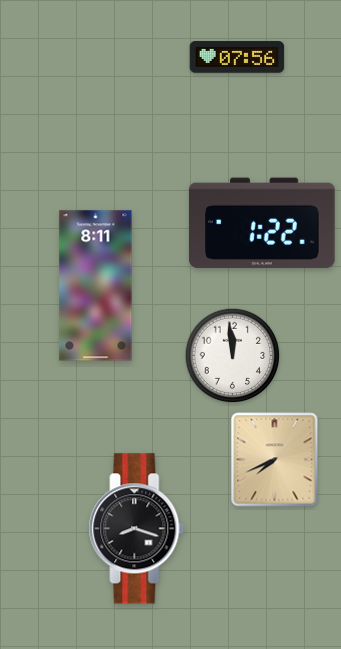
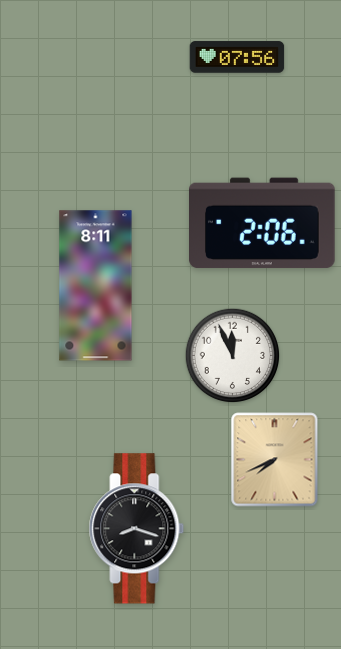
clock at (263, 223): 1:22 -> 2:06
clock at (233, 356): 11:59 -> 11:56
